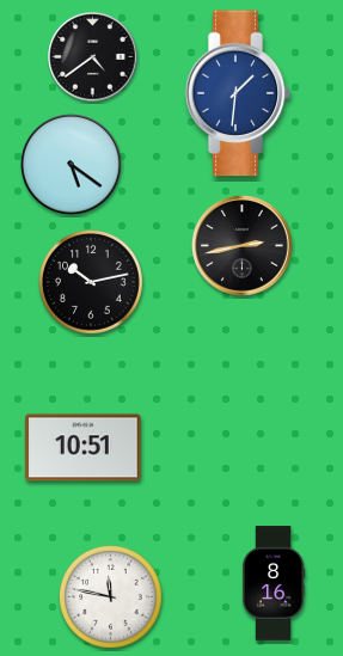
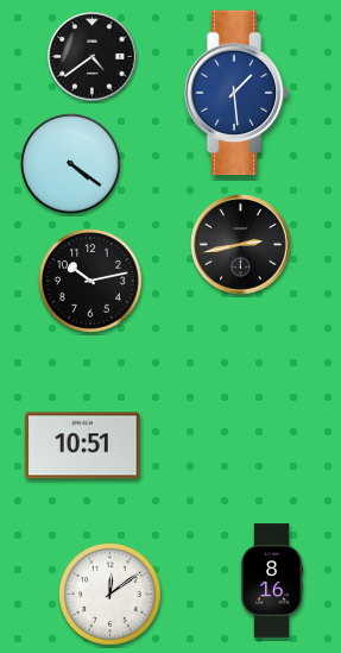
clock at (238, 93): 1:31 -> 1:29
clock at (72, 165): 5:21 -> 4:21
clock at (111, 597): 11:47 -> 12:09
